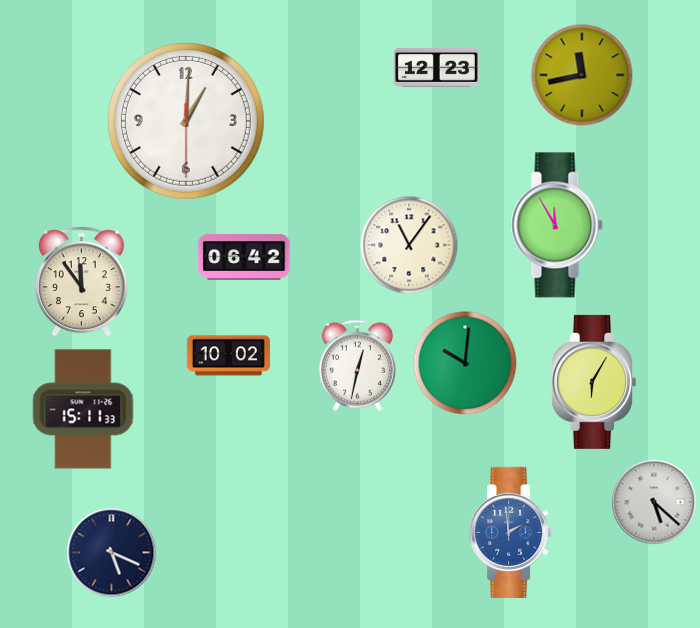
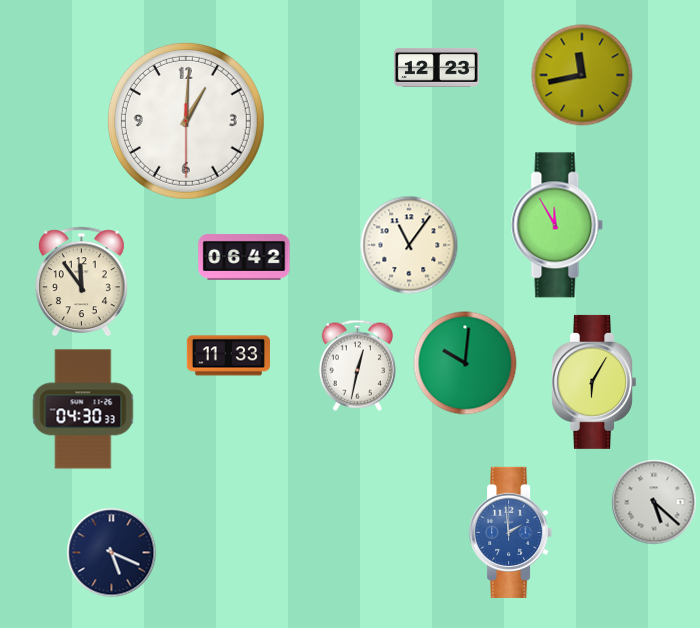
clock at (228, 356): 10:02 -> 11:33
clock at (83, 409): 15:11 -> 04:30
